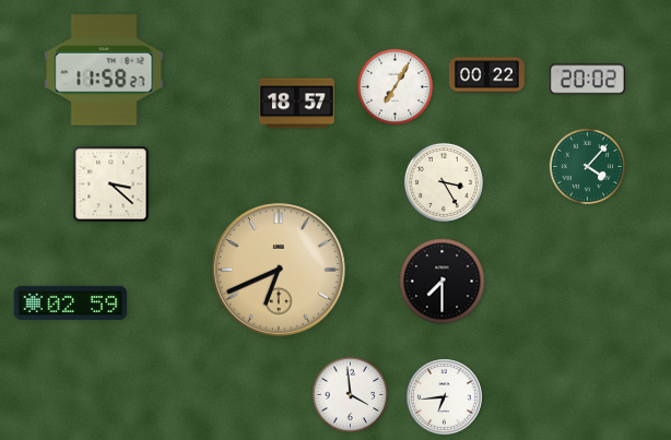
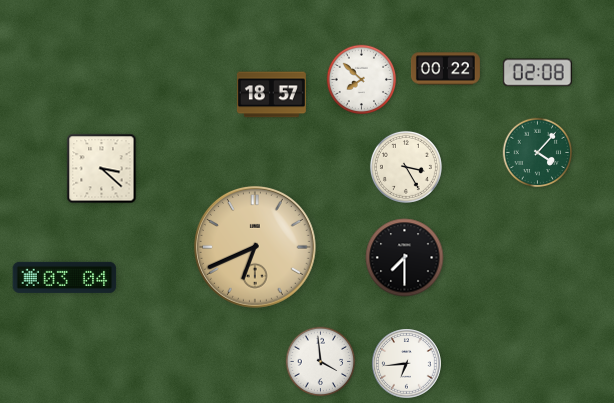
clock at (104, 70): 11:58 -> none
clock at (587, 80): 20:02 -> 02:08
clock at (396, 87): 7:05 -> 7:52
clock at (71, 302): 02:59 -> 03:04
